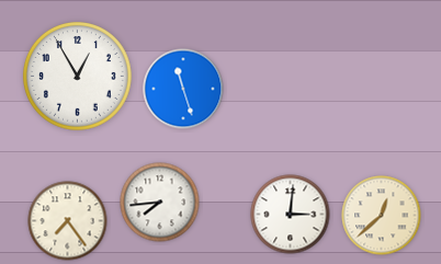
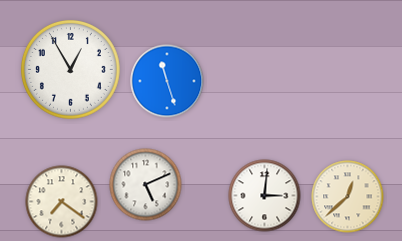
clock at (160, 203): 7:44 -> 5:11
clock at (68, 221): 7:24 -> 7:21
